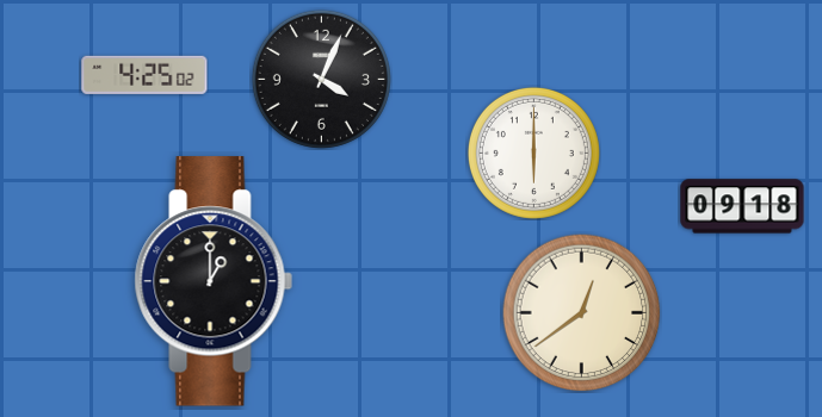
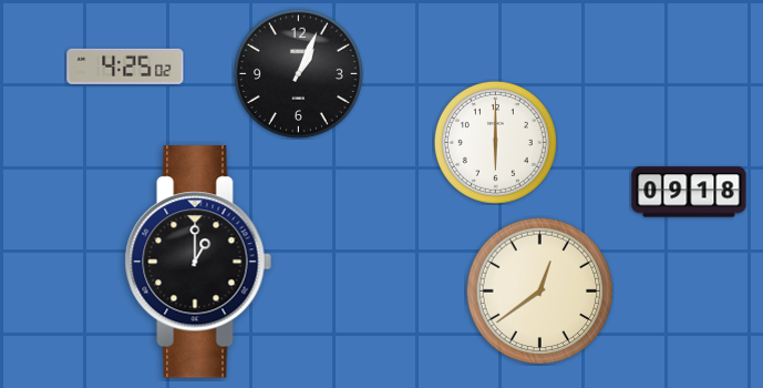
clock at (144, 75) position: (144, 75) -> (125, 67)
clock at (321, 79): 4:04 -> 1:04
